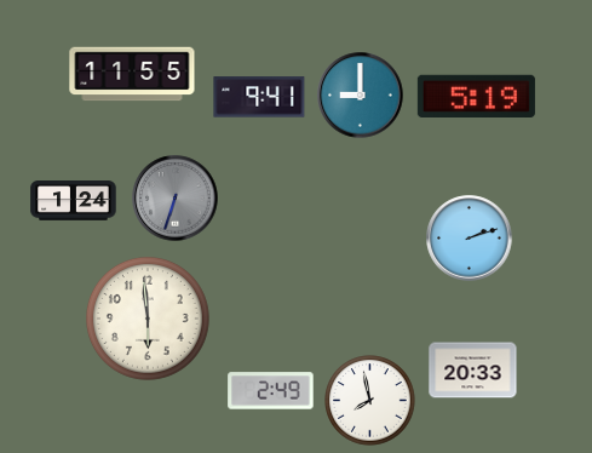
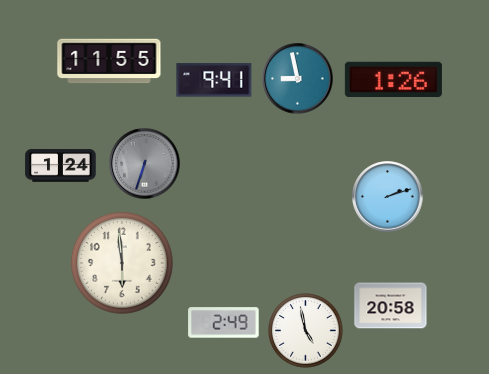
clock at (361, 96): 9:00 -> 8:58
clock at (476, 96): 5:19 -> 1:26
clock at (473, 371): 20:33 -> 20:58
clock at (370, 401): 7:58 -> 4:58
